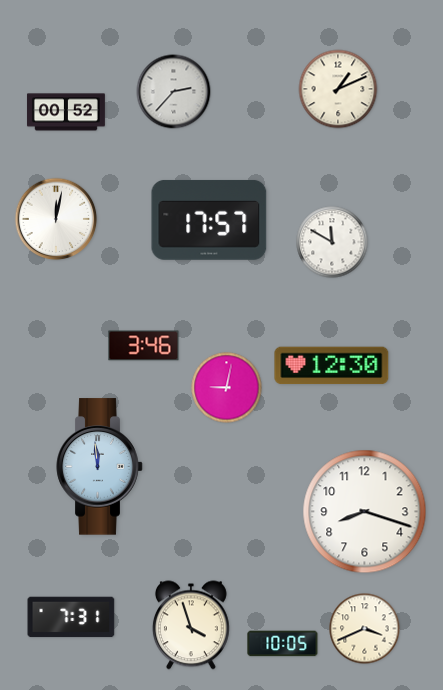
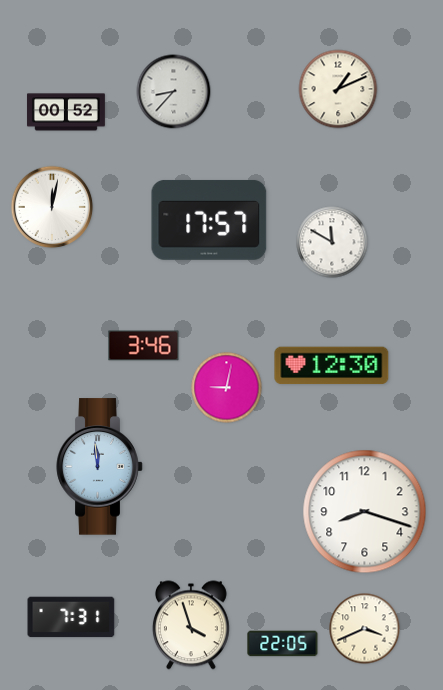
clock at (174, 92): 2:37 -> 8:37
clock at (56, 219) position: (56, 219) -> (52, 207)
clock at (283, 644): 10:05 -> 22:05
